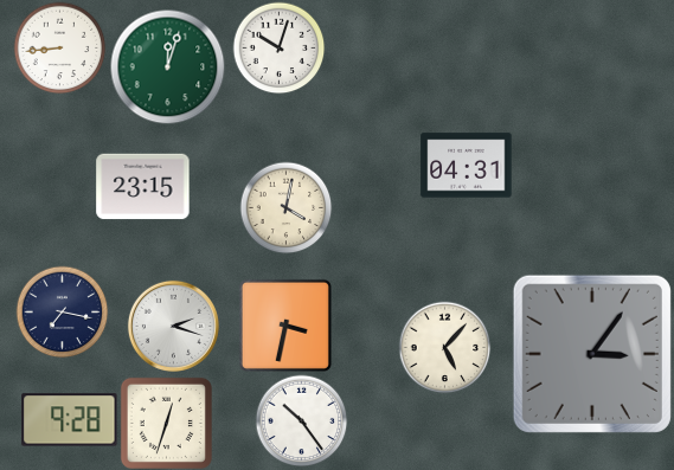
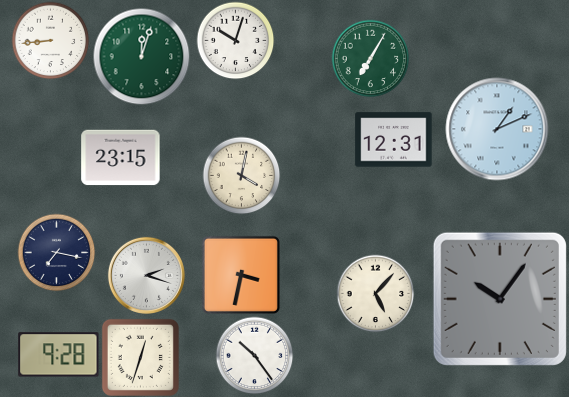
clock at (370, 58): none -> 7:05
clock at (497, 129): none -> 1:11
clock at (467, 166): 04:31 -> 12:31
clock at (62, 311) position: (62, 311) -> (56, 252)
clock at (592, 354): 3:06 -> 10:06
